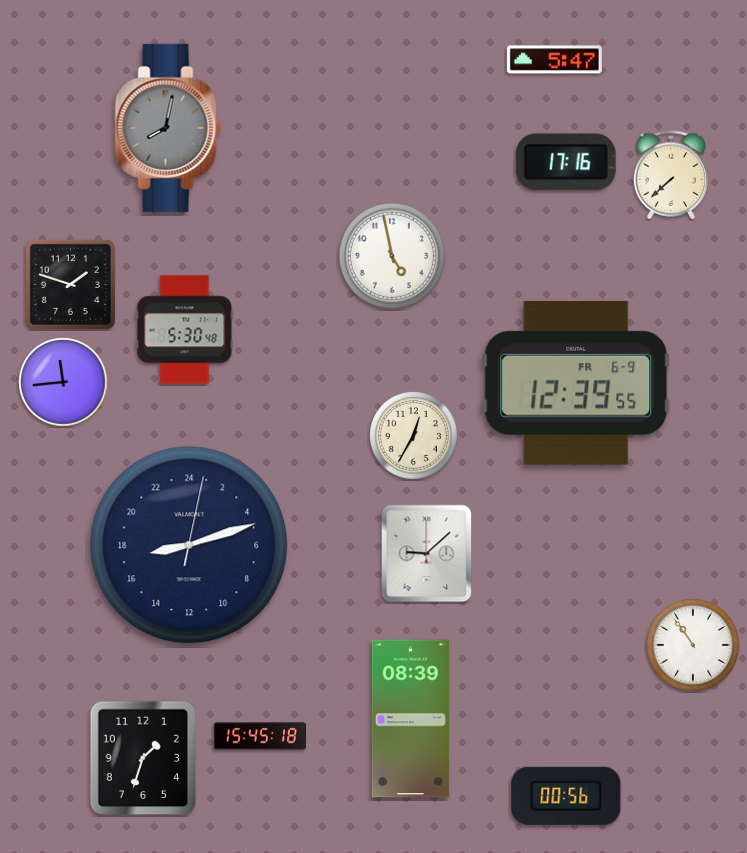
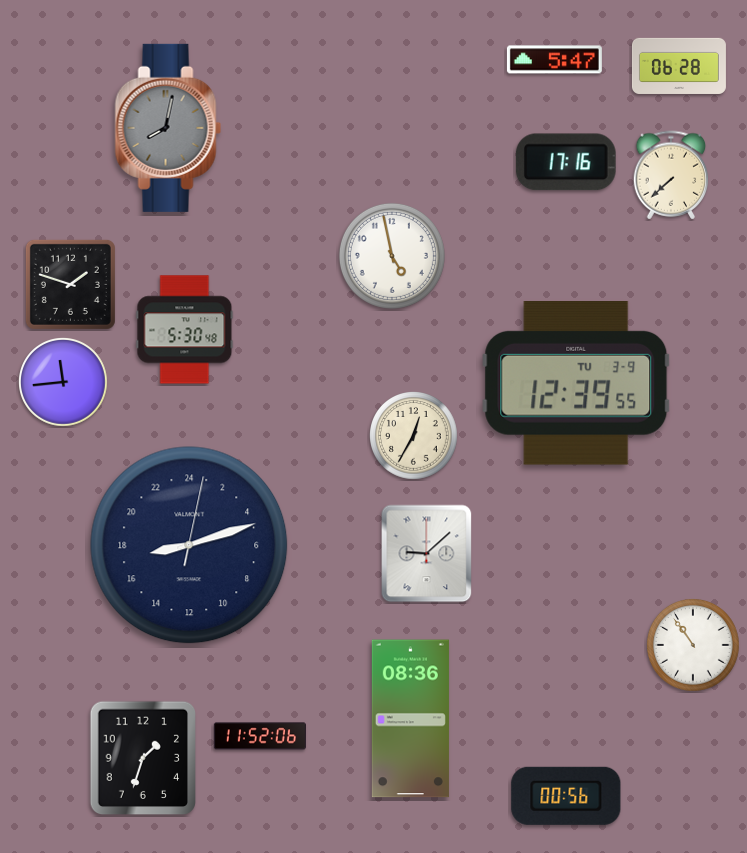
clock at (679, 66): none -> 06:28
clock at (576, 384) date: FR 6-9 -> TU 3-9
clock at (410, 719): 08:39 -> 08:36
clock at (260, 736): 15:45 -> 11:52
